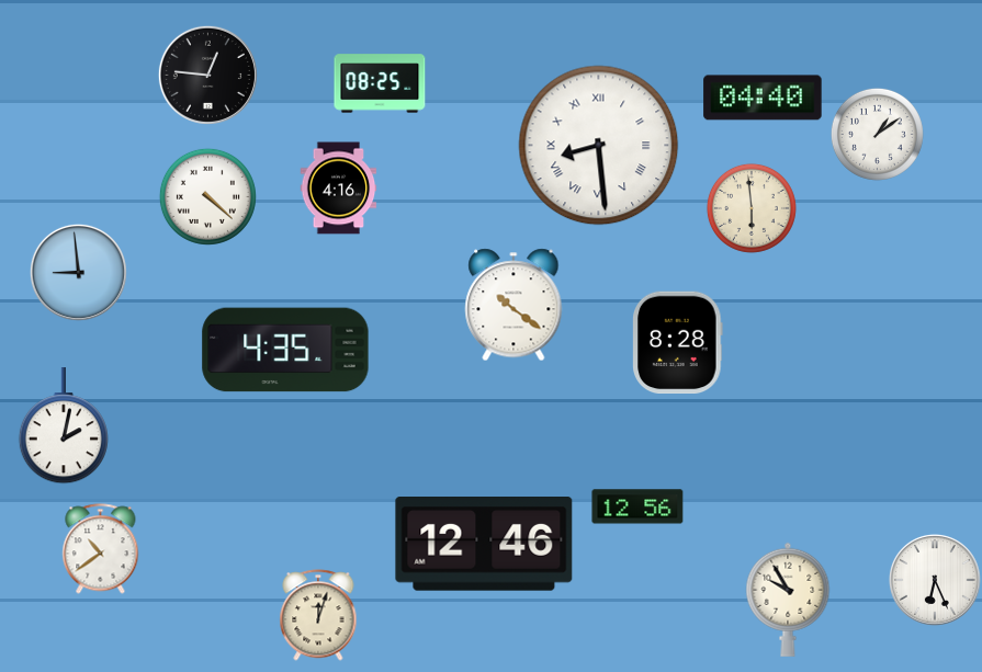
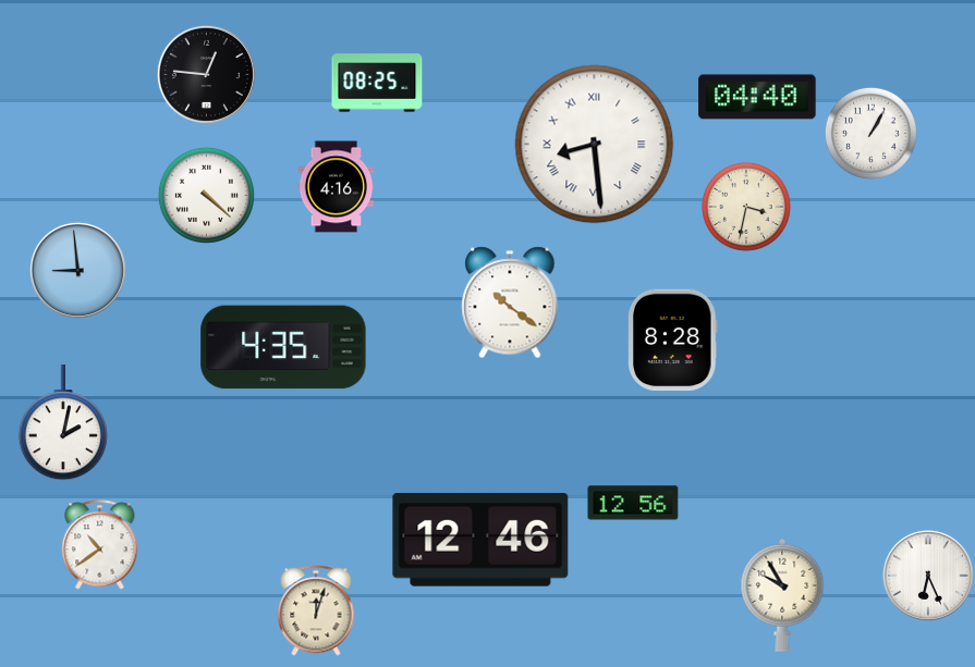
clock at (877, 134): 1:09 -> 1:05
clock at (752, 208): 5:59 -> 3:32
